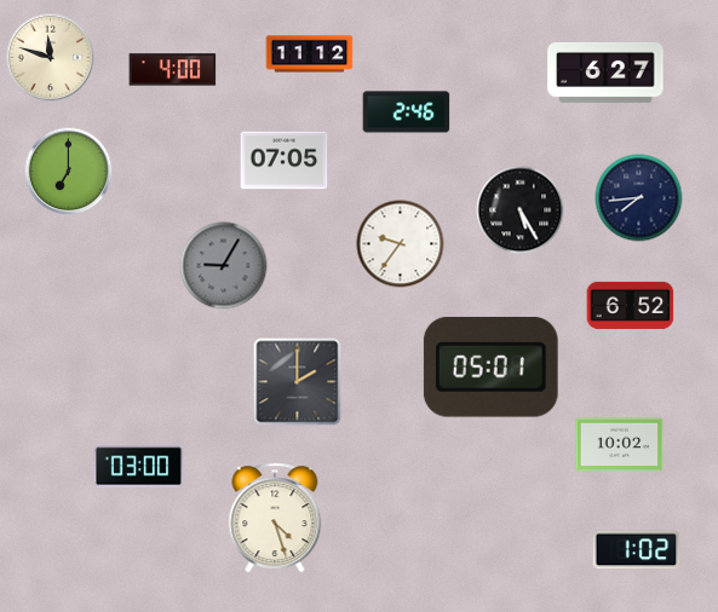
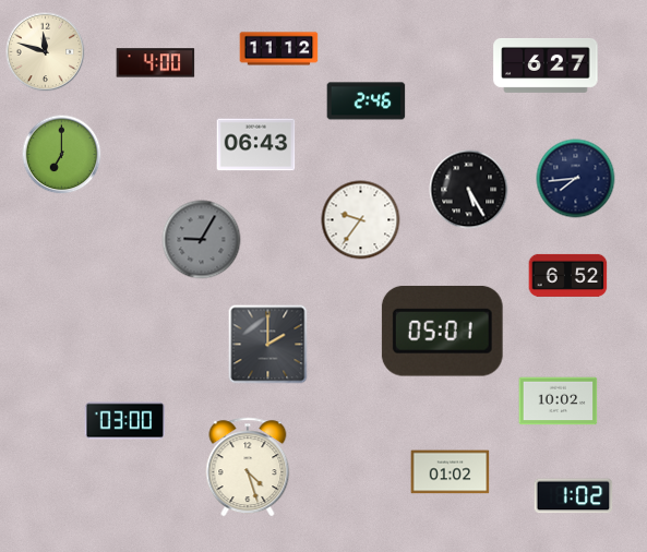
clock at (285, 161): 07:05 -> 06:43
clock at (451, 472): none -> 01:02
